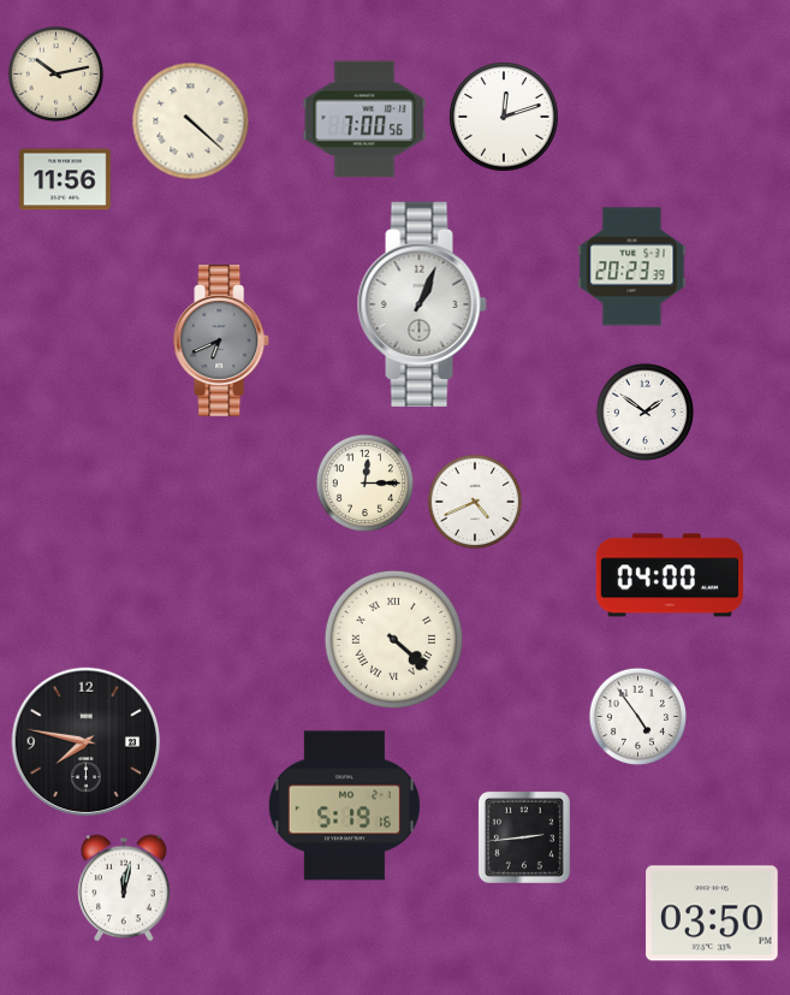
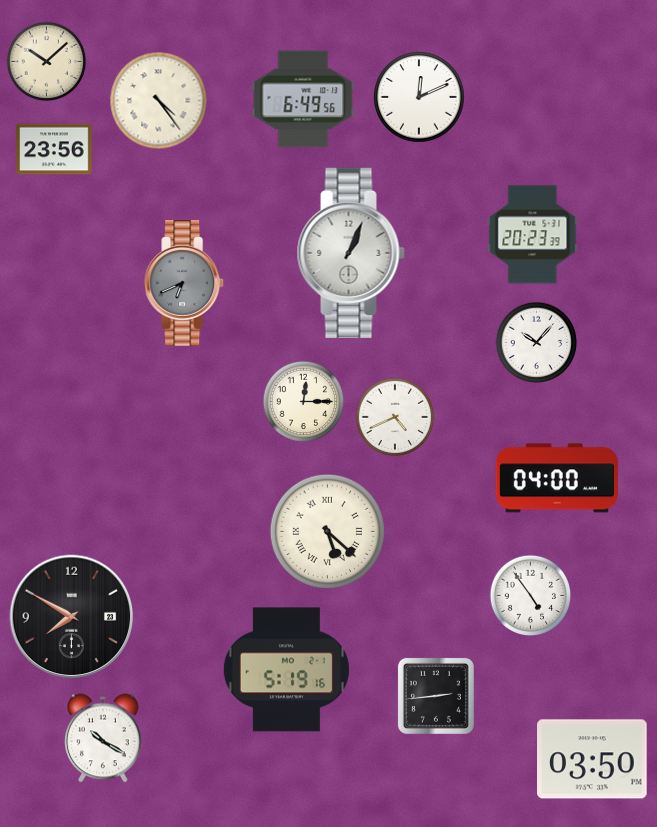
clock at (57, 75): 10:13 -> 10:08
clock at (504, 117): 12:12 -> 12:11
clock at (364, 119): 7:00 -> 6:49
clock at (191, 122): 4:22 -> 4:24
clock at (65, 179): 11:56 -> 23:56
clock at (632, 267) position: (632, 267) -> (533, 235)
clock at (646, 413): 1:51 -> 10:07
clock at (393, 639): 4:22 -> 5:22
clock at (87, 742): 7:47 -> 7:50
clock at (124, 888): 12:02 -> 10:20
